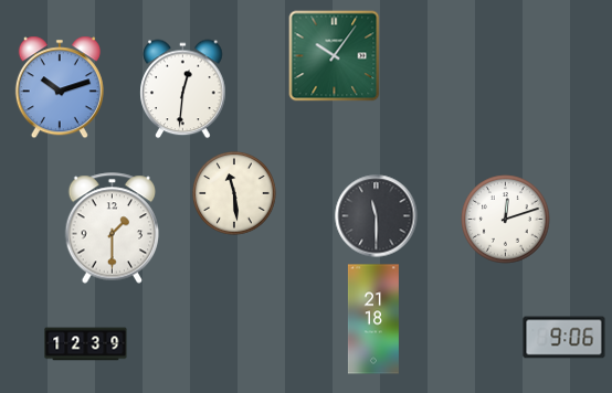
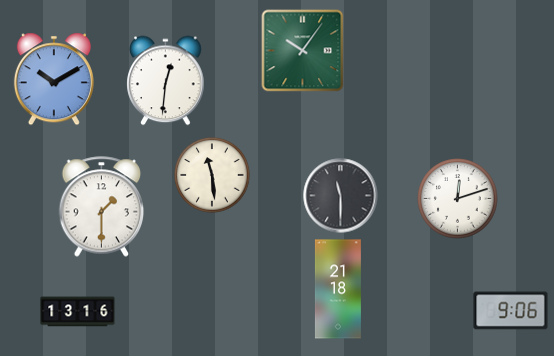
clock at (60, 87): 10:12 -> 10:10
clock at (564, 338) position: (564, 338) -> (511, 311)
clock at (86, 344): 12:39 -> 13:16
